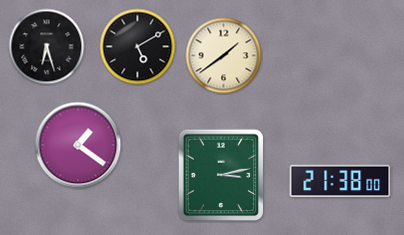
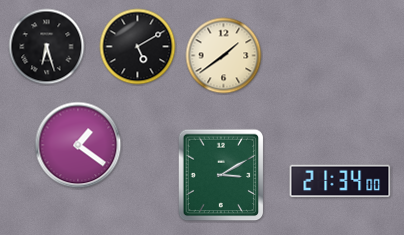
clock at (221, 175): 3:13 -> 3:10
clock at (340, 181): 21:38 -> 21:34
